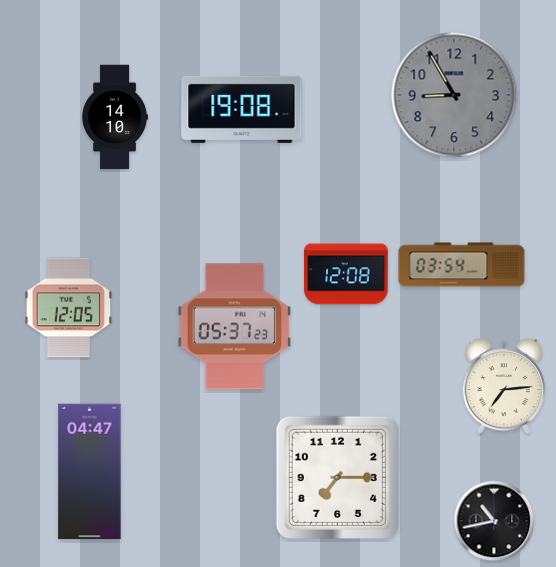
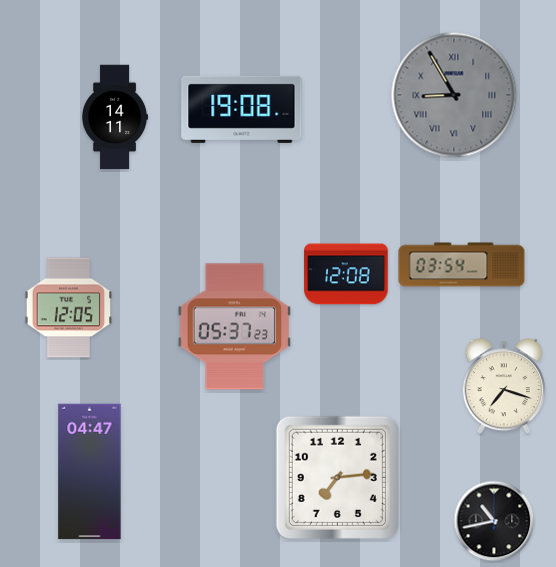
clock at (454, 95) numerals: Arabic -> Roman
clock at (115, 117): 14:10 -> 14:11
clock at (504, 387): 7:14 -> 7:18
clock at (337, 477): 7:15 -> 7:14
